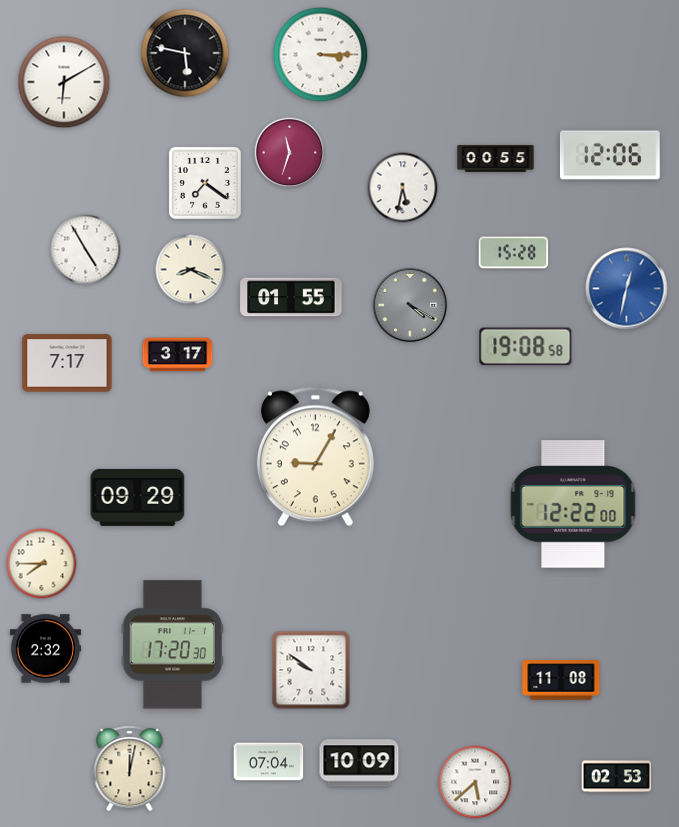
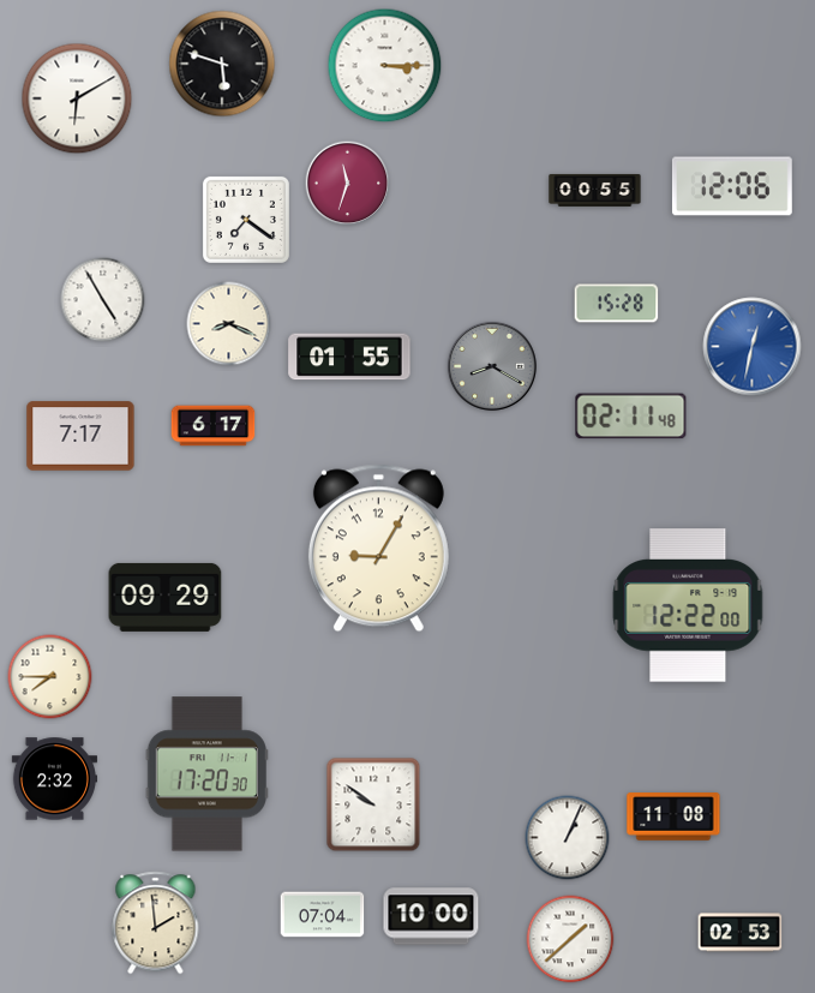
clock at (185, 53): 5:47 -> 5:48
clock at (403, 188): 5:32 -> none
clock at (410, 305): 4:20 -> 8:20
clock at (526, 347): 19:08 -> 02:11
clock at (178, 355): 3:17 -> 6:17
clock at (568, 838): none -> 1:04
clock at (359, 763): 10:09 -> 10:00
clock at (130, 769): 12:02 -> 1:59
clock at (475, 782): 5:38 -> 1:38
